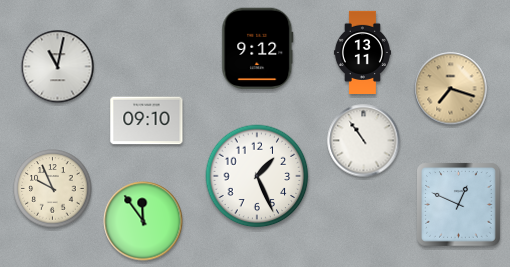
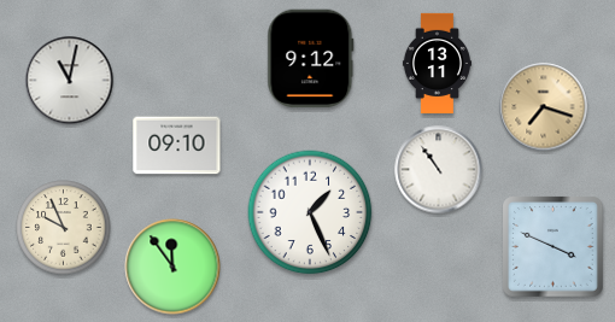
clock at (459, 205): 12:49 -> 3:49
